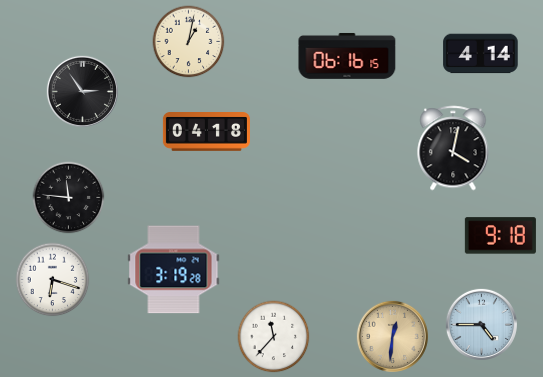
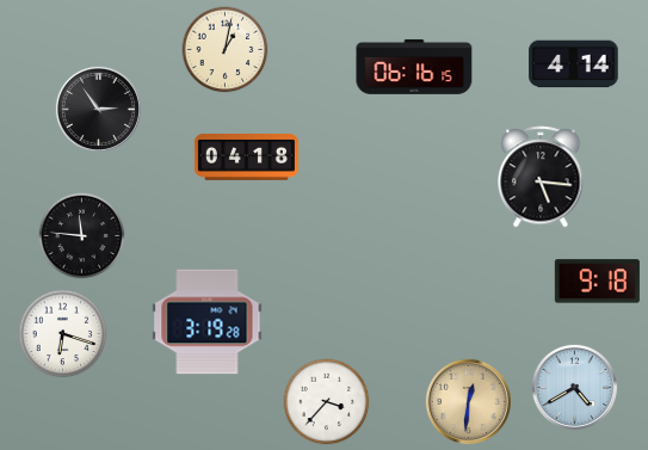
clock at (453, 148): 4:02 -> 5:16
clock at (481, 324): 4:45 -> 4:40
clock at (274, 337): 11:37 -> 3:37
